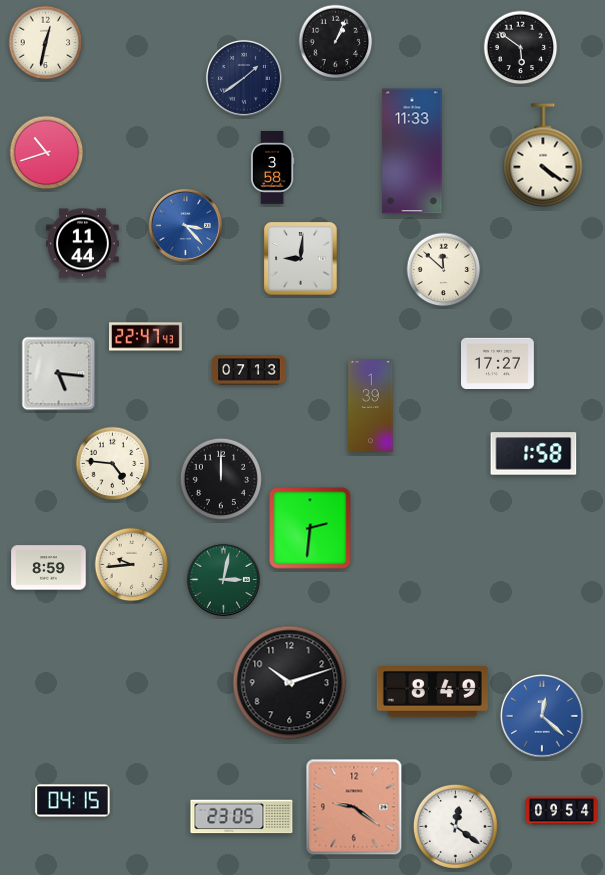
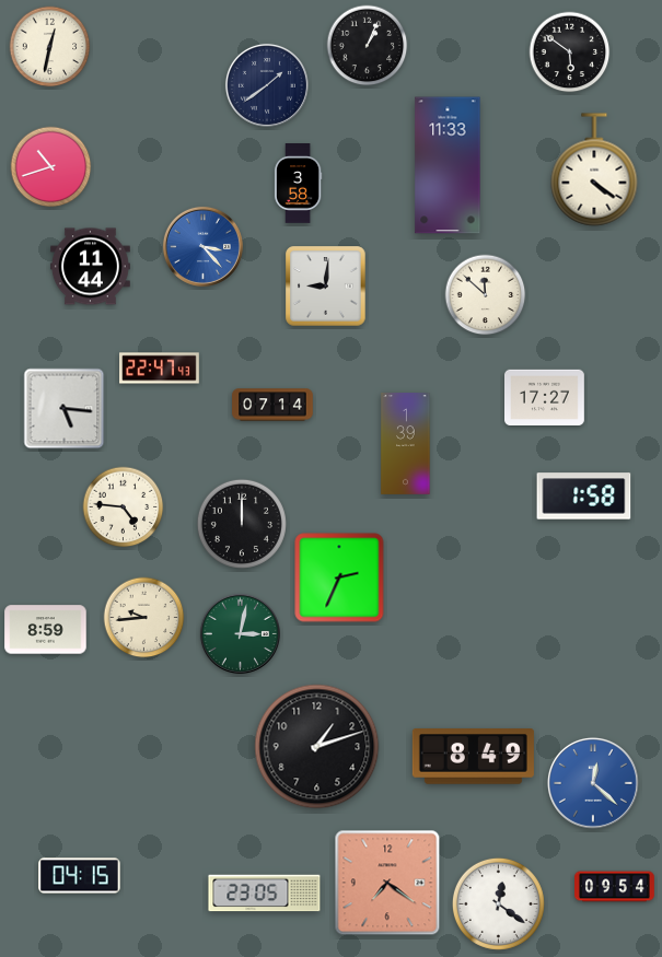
clock at (412, 151) position: (412, 151) -> (448, 165)
clock at (301, 259) position: (301, 259) -> (326, 287)
clock at (249, 370): 07:13 -> 07:14
clock at (310, 528): 2:31 -> 2:34
clock at (49, 568) position: (49, 568) -> (46, 630)
clock at (223, 579) position: (223, 579) -> (240, 633)
clock at (290, 683): 10:12 -> 1:12
clock at (354, 807): 9:21 -> 7:21
